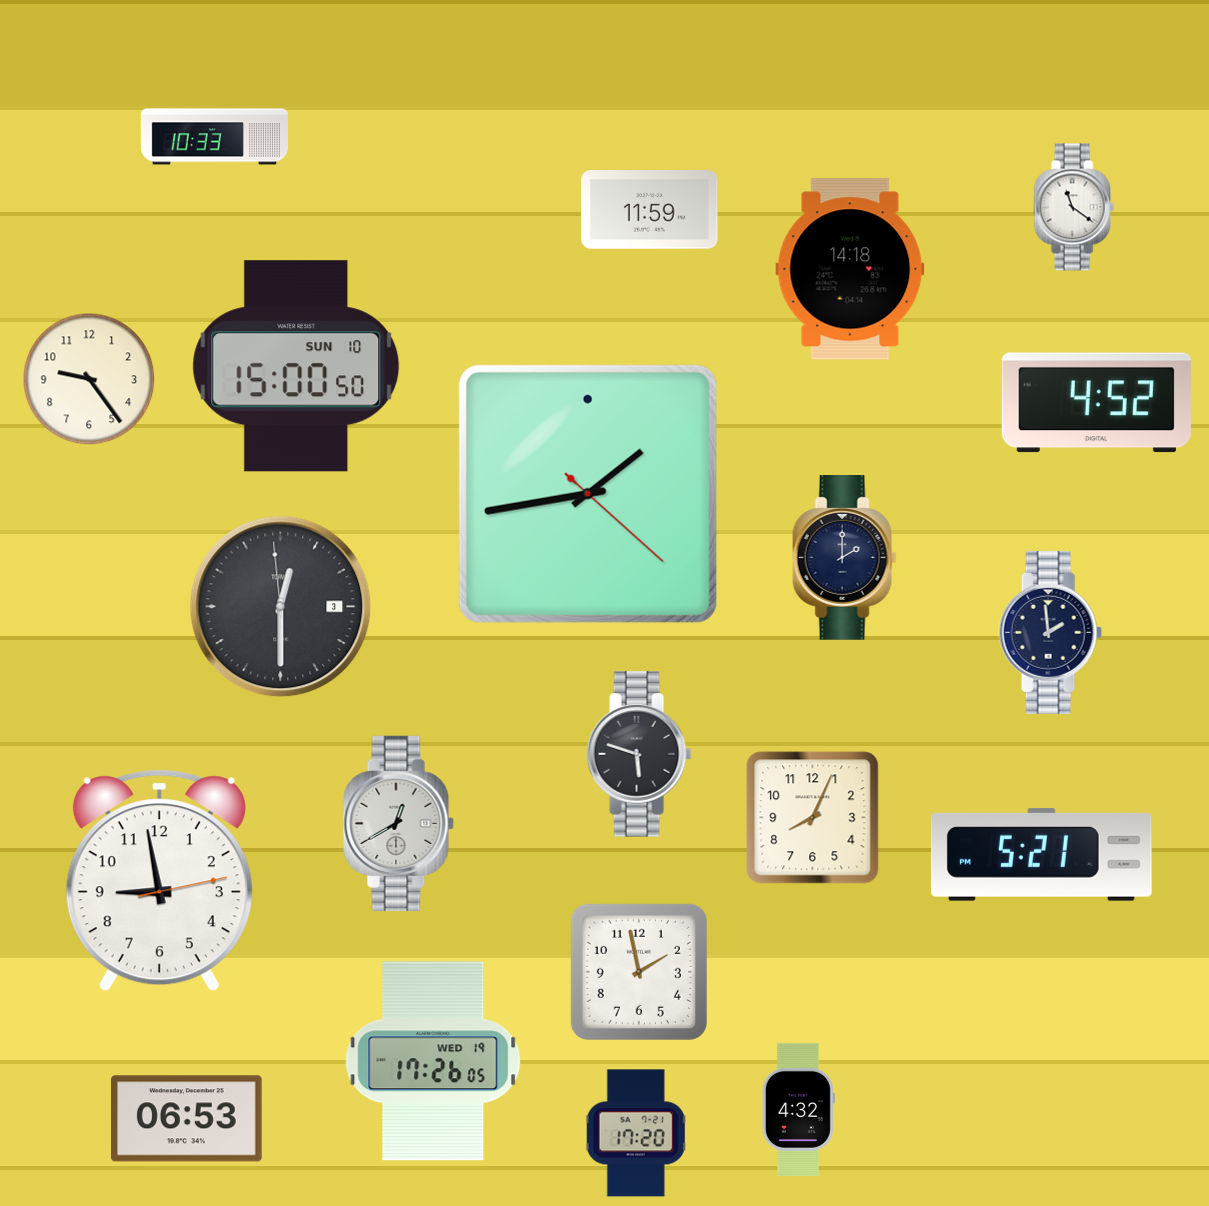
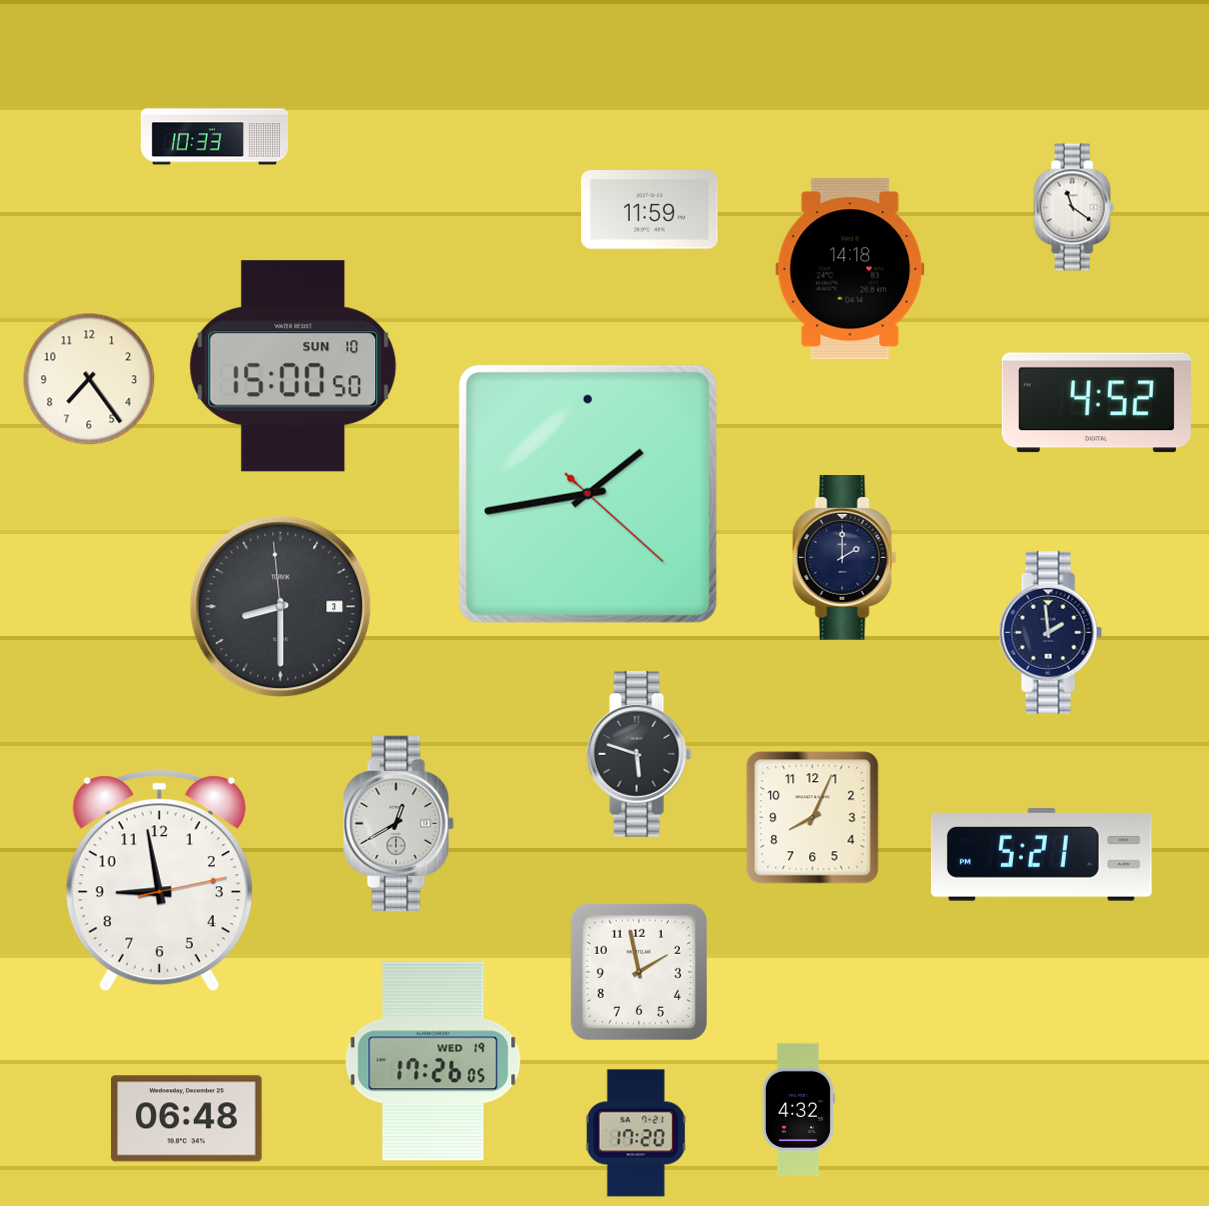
clock at (296, 366) position: (296, 366) -> (293, 366)
clock at (89, 379): 9:24 -> 7:24
clock at (281, 607): 12:29 -> 8:29
clock at (187, 1119): 06:53 -> 06:48
